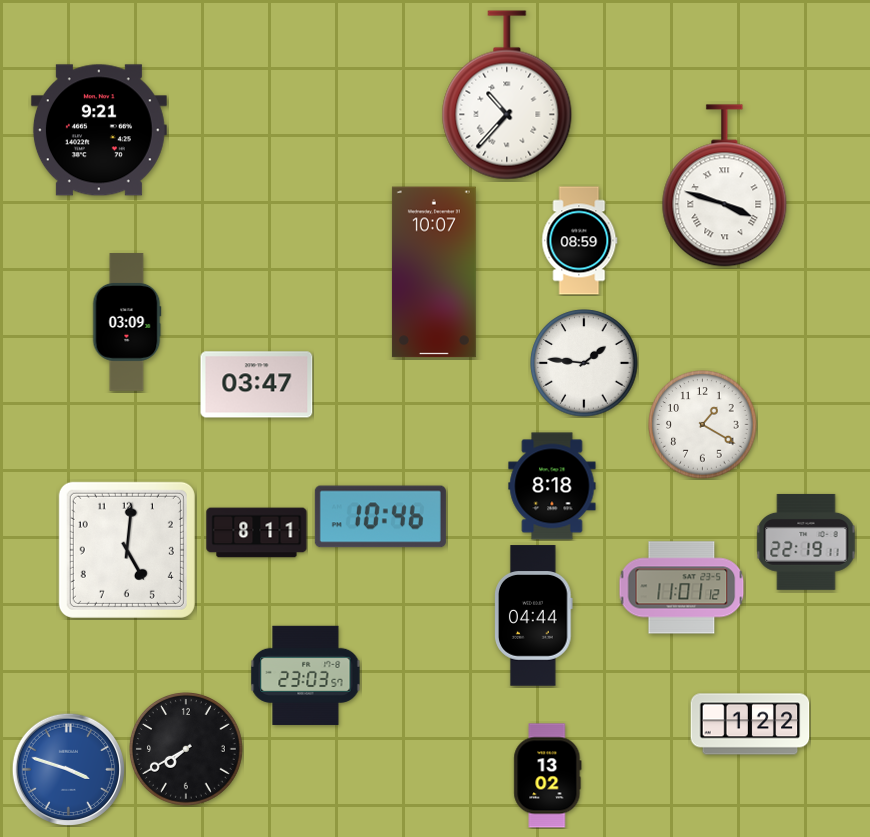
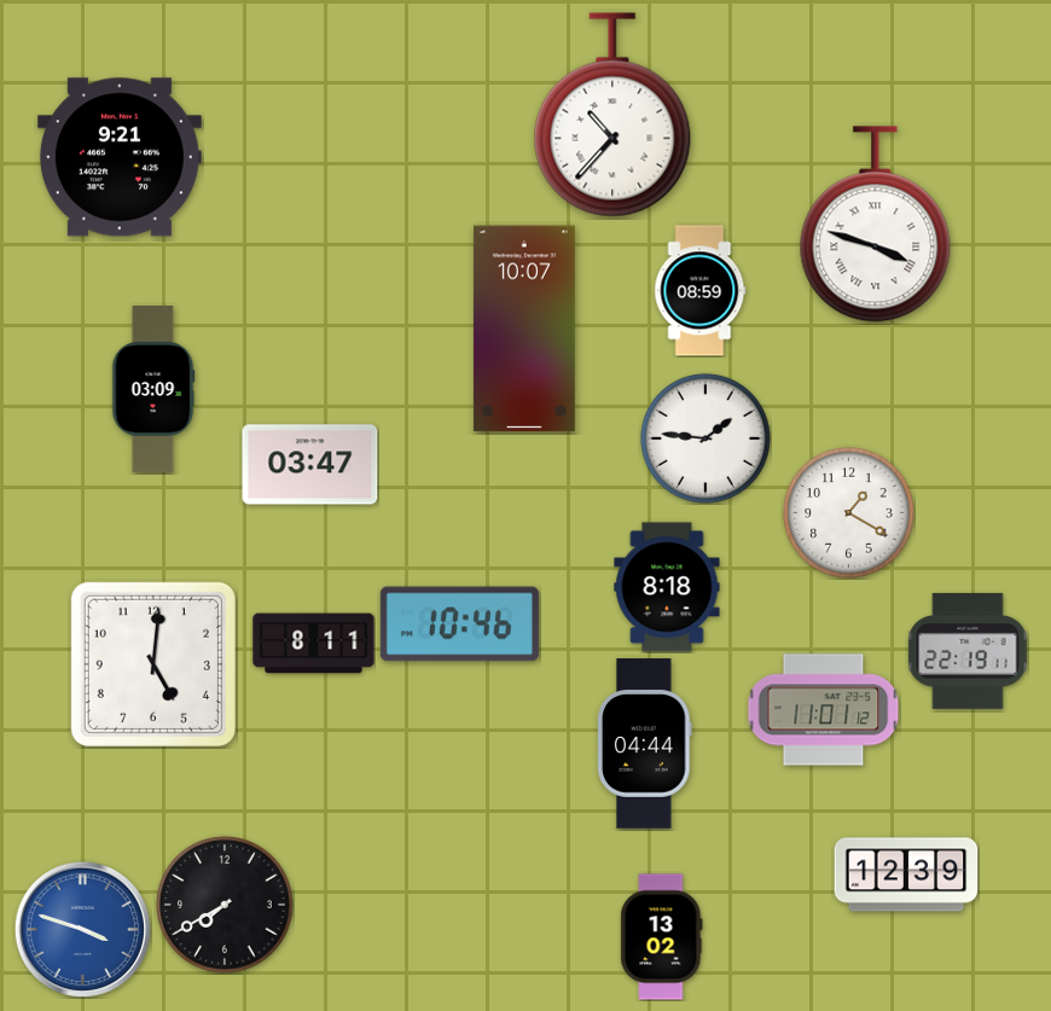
clock at (257, 533) position: (257, 533) -> (314, 644)
clock at (806, 542) position: (806, 542) -> (968, 651)
clock at (306, 675): 23:03 -> none
clock at (750, 724): 1:22 -> 12:39
